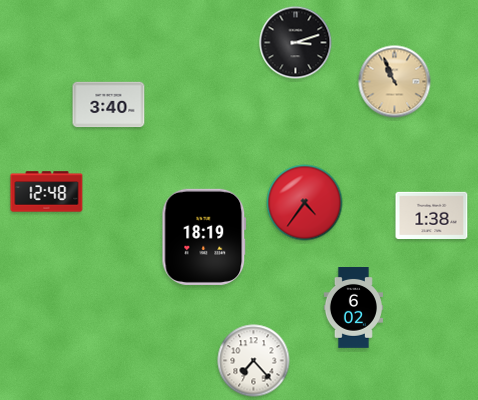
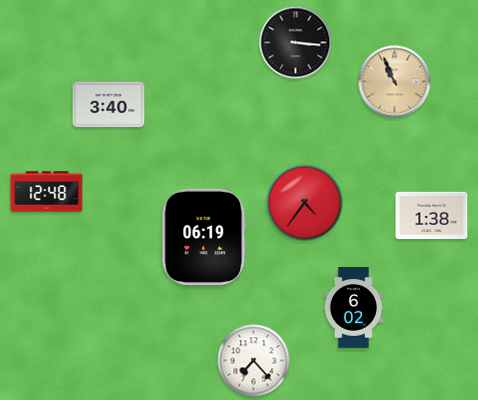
clock at (296, 43): 3:12 -> 3:16
clock at (204, 237): 18:19 -> 06:19
